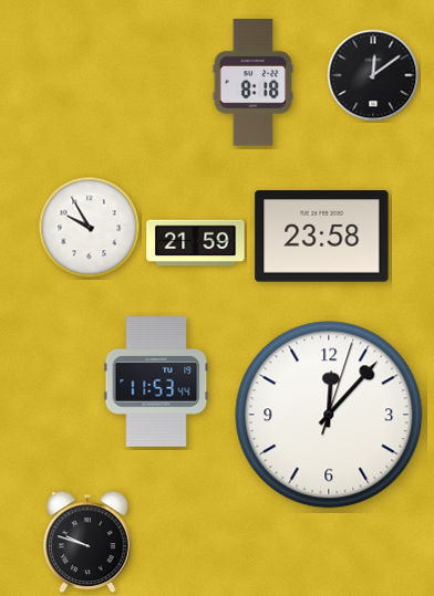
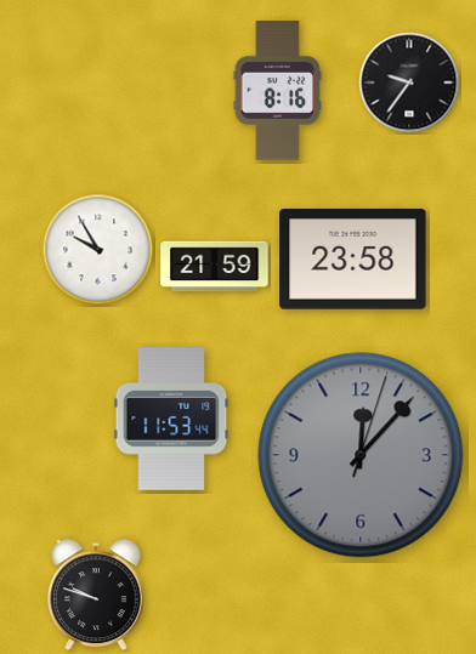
clock at (373, 75): 12:09 -> 9:36
clock at (254, 82): 8:18 -> 8:16
clock at (329, 415) dial: white -> grey
